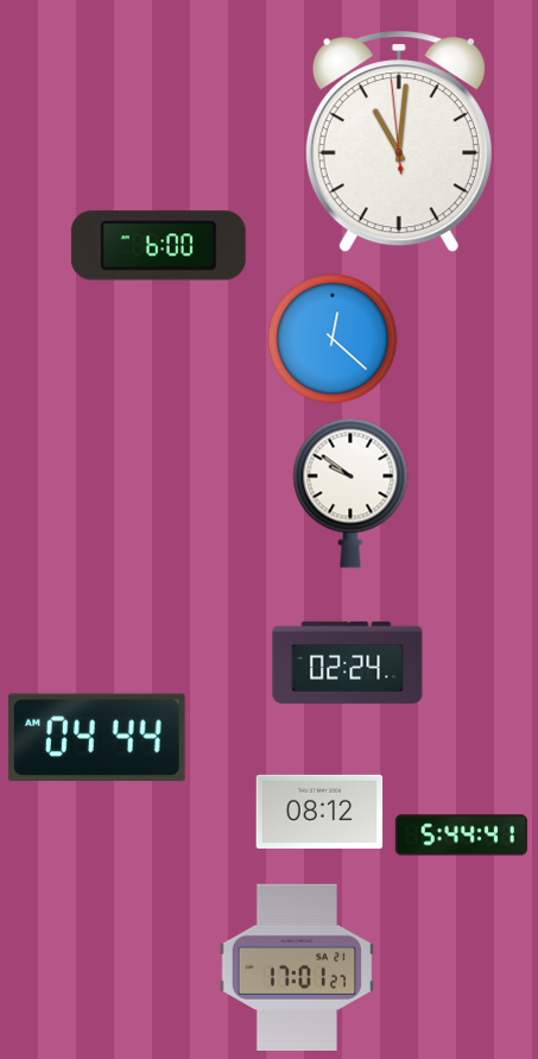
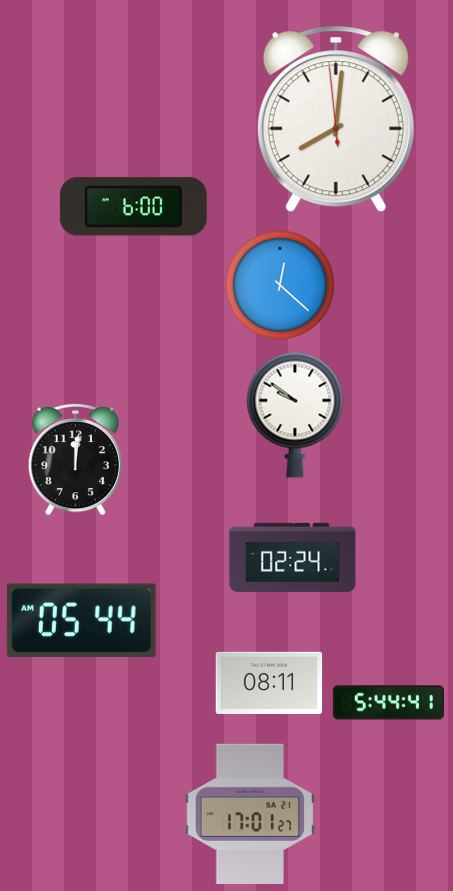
clock at (399, 141): 11:00 -> 8:00
clock at (76, 459): none -> 12:01
clock at (96, 738): 04:44 -> 05:44
clock at (319, 812): 08:12 -> 08:11
